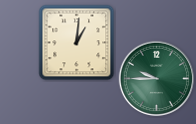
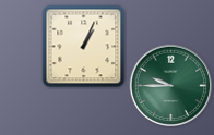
clock at (77, 43): 1:01 -> 1:04
